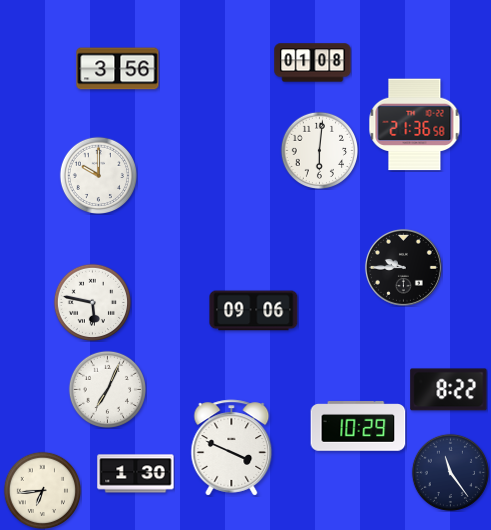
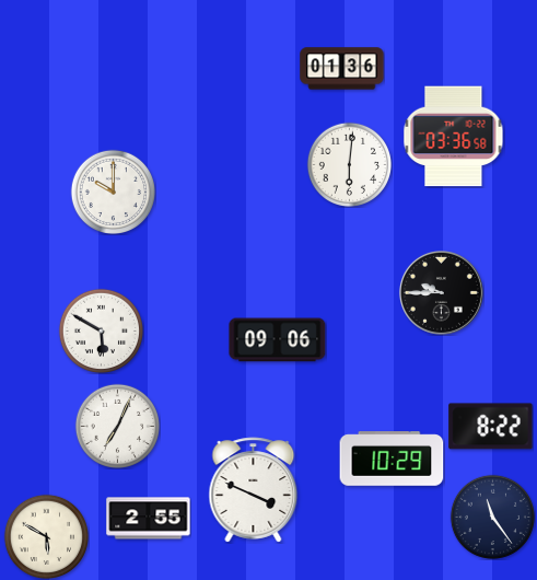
clock at (313, 63): 01:08 -> 01:36
clock at (118, 69): 3:56 -> none
clock at (415, 125): 21:36 -> 03:36
clock at (98, 175) position: (98, 175) -> (113, 192)
clock at (92, 302): 5:47 -> 5:50
clock at (358, 426) position: (358, 426) -> (392, 459)
clock at (136, 474): 1:30 -> 2:55
clock at (42, 490): 6:44 -> 5:50
